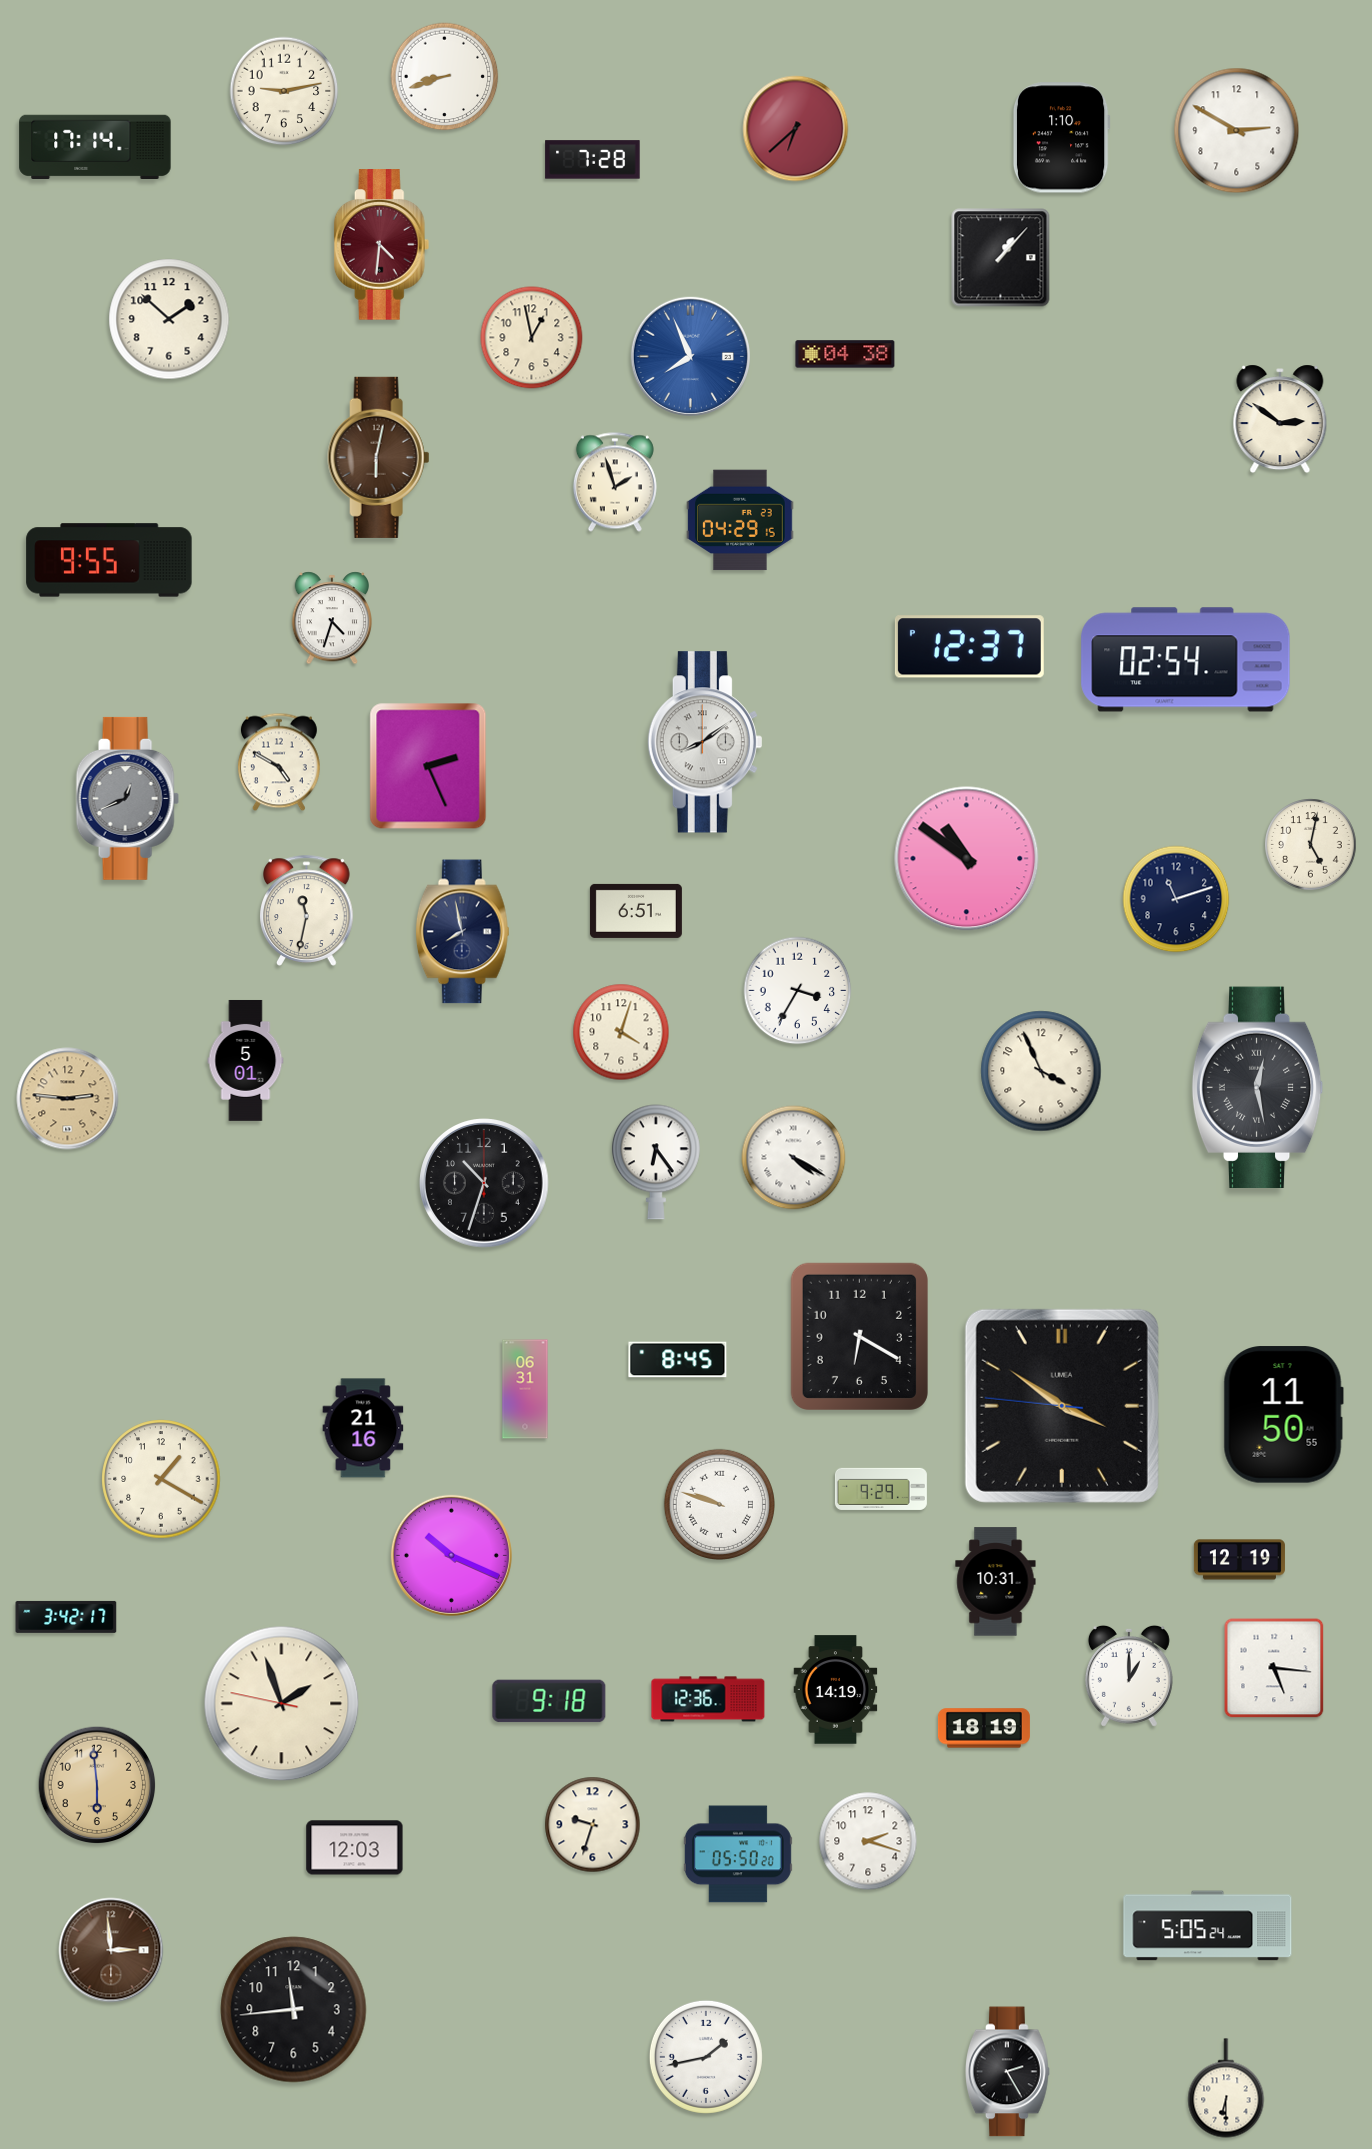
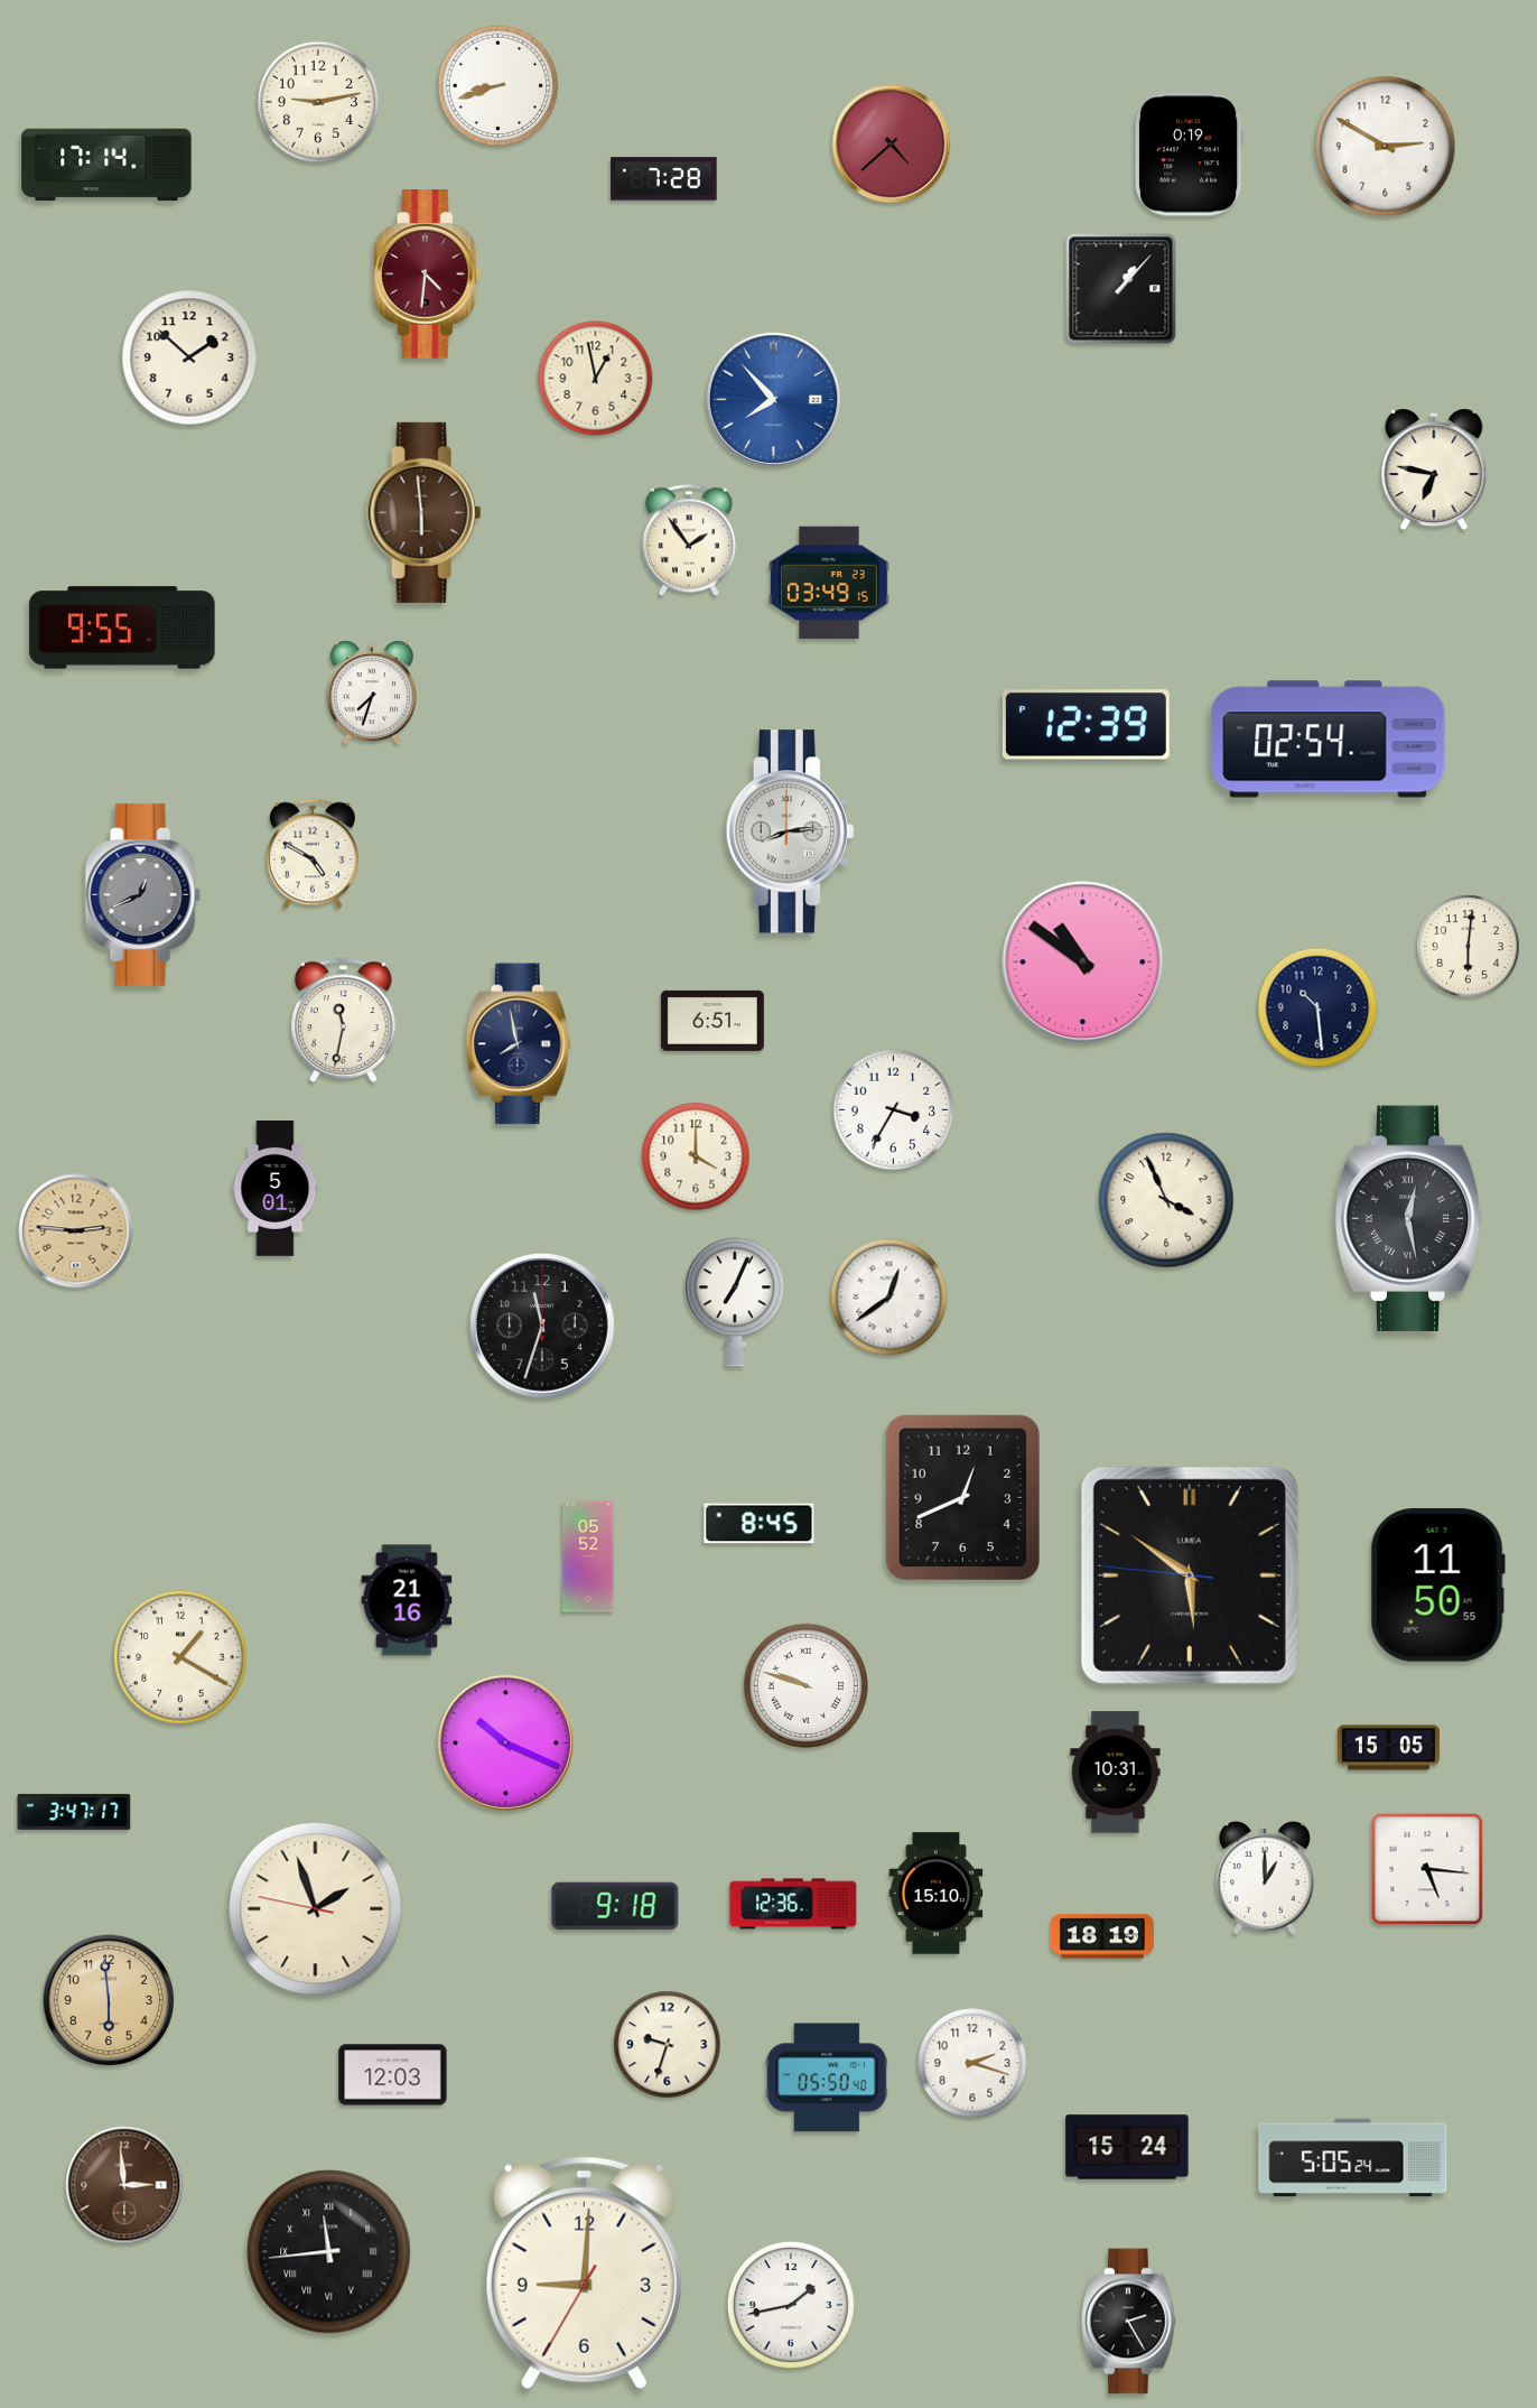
clock at (796, 129): 6:38 -> 4:38
clock at (1061, 138): 1:10 -> 0:19
clock at (845, 354): 04:38 -> none
clock at (690, 356): 7:56 -> 7:53
clock at (1280, 419): 2:51 -> 6:47
clock at (379, 457): 6:02 -> 5:59
clock at (615, 482): 1:57 -> 1:54
clock at (740, 520): 04:29 -> 03:49
clock at (332, 618): 4:33 -> 7:33
clock at (969, 647): 12:37 -> 12:39
clock at (705, 742): 8:09 -> 8:14
clock at (428, 766): 2:26 -> none
clock at (1311, 845): 5:02 -> 6:01
clock at (1176, 899): 11:12 -> 10:29
clock at (621, 1032): 4:03 -> 4:00
clock at (794, 1158): 4:20 -> 12:39
clock at (656, 1162): 6:24 -> 7:04
clock at (484, 1183): 10:33 -> 11:33
clock at (859, 1336): 6:20 -> 12:41
clock at (525, 1389): 06:31 -> 05:52
clock at (1062, 1406): 3:50 -> 5:50
clock at (881, 1489): 9:29 -> none
clock at (1239, 1560): 12:19 -> 15:05
clock at (66, 1617): 3:42 -> 3:47
clock at (836, 1690): 14:19 -> 15:10
clock at (593, 1825) position: (593, 1825) -> (668, 2045)
clock at (355, 1848) position: (355, 1848) -> (393, 2075)
clock at (738, 1854): 05:50:20 -> 05:50:40
clock at (1127, 2147): none -> 15:24
clock at (294, 2010) numerals: Arabic -> Roman
clock at (584, 2272): none -> 9:00
clock at (1226, 2088): 6:30 -> none
